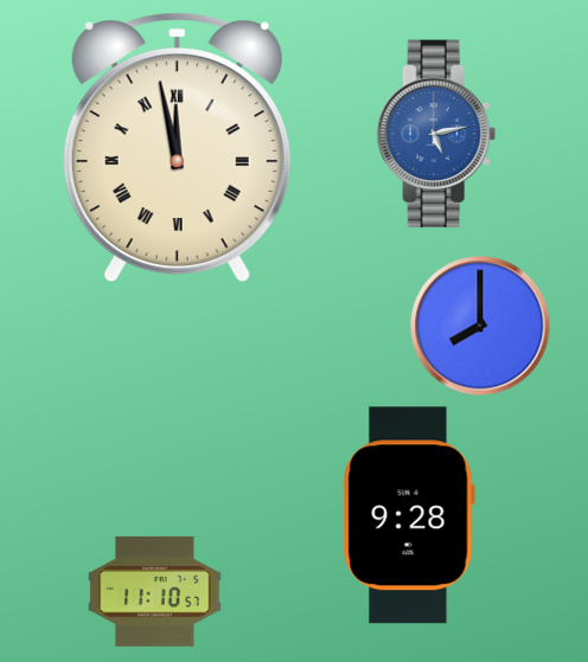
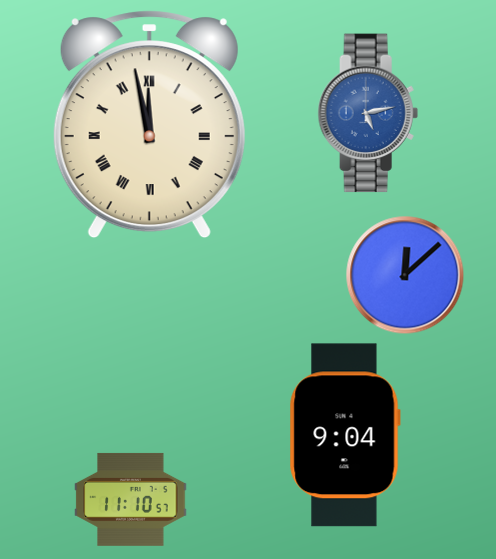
clock at (480, 326): 8:00 -> 12:08
clock at (409, 515): 9:28 -> 9:04
